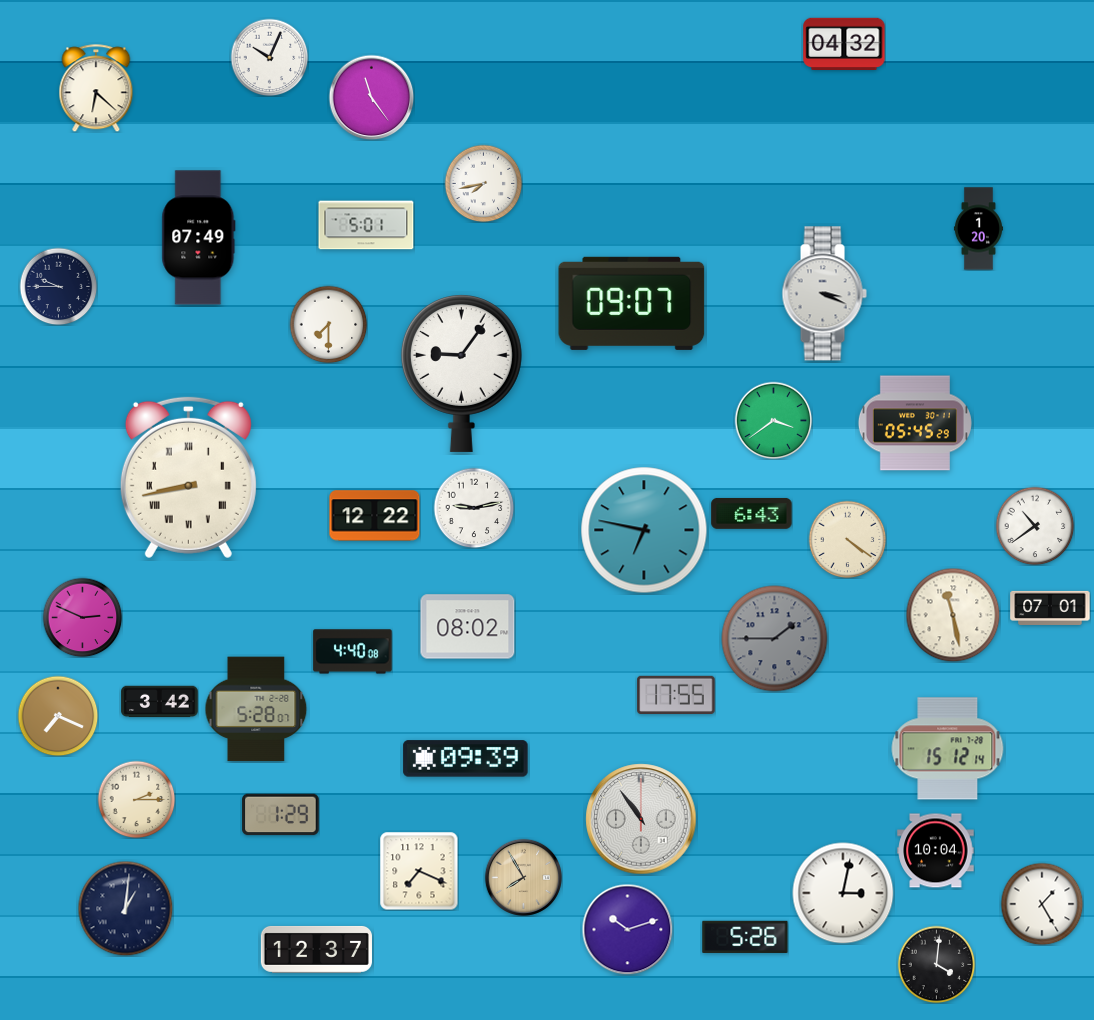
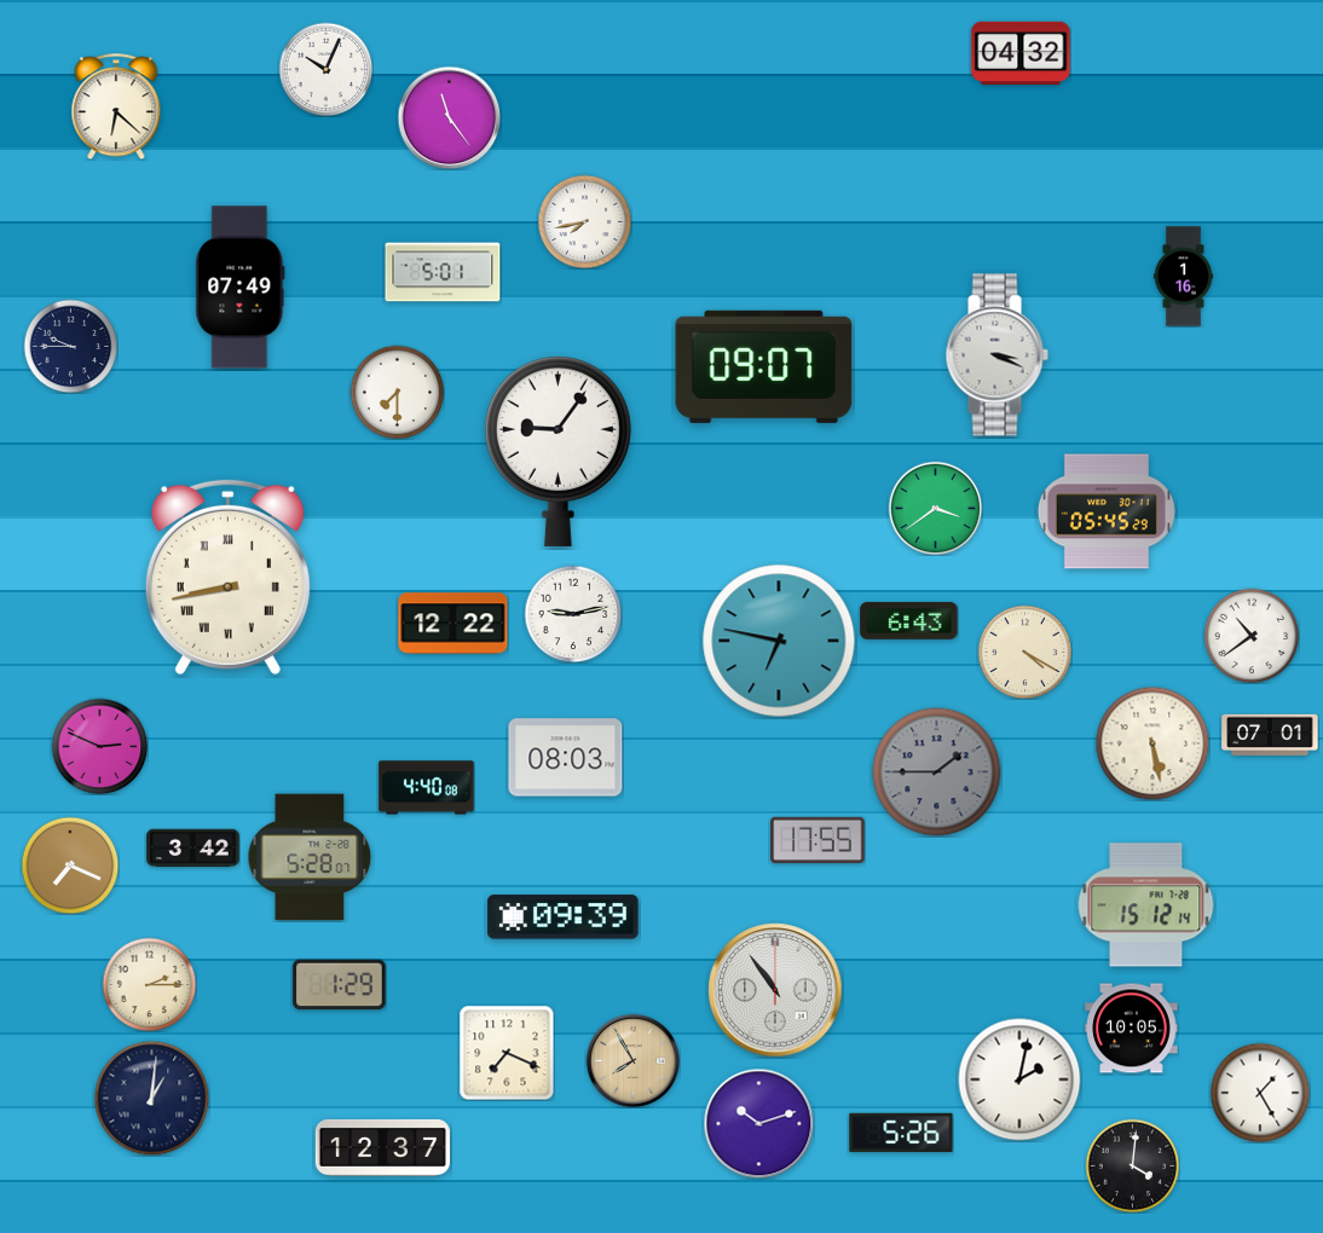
clock at (978, 229): 1:20 -> 1:16
clock at (847, 539): 4:21 -> 4:20
clock at (953, 615): 11:28 -> 5:28
clock at (468, 627): 08:02 -> 08:03
clock at (136, 799) position: (136, 799) -> (149, 984)
clock at (936, 851): 10:04 -> 10:05
clock at (843, 893): 3:02 -> 2:02
